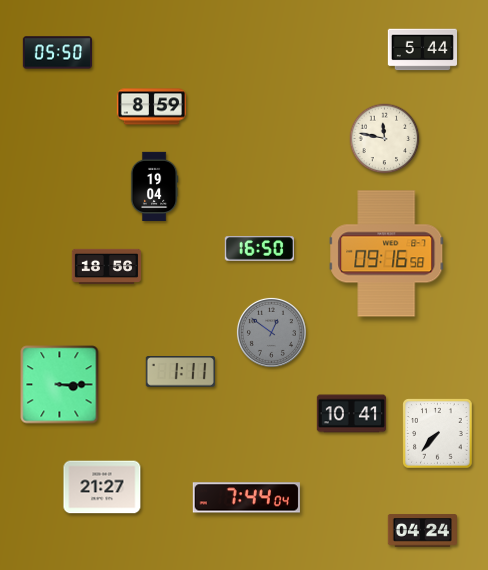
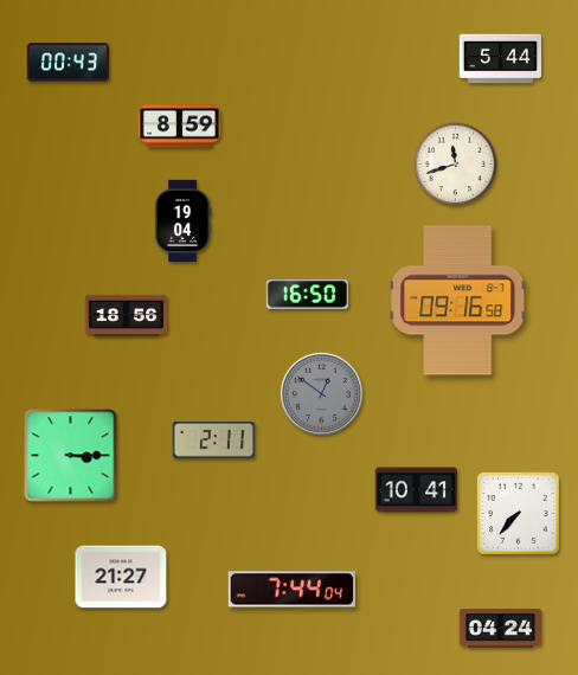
clock at (57, 53): 05:50 -> 00:43
clock at (385, 139): 11:47 -> 11:42
clock at (180, 372): 1:11 -> 2:11
